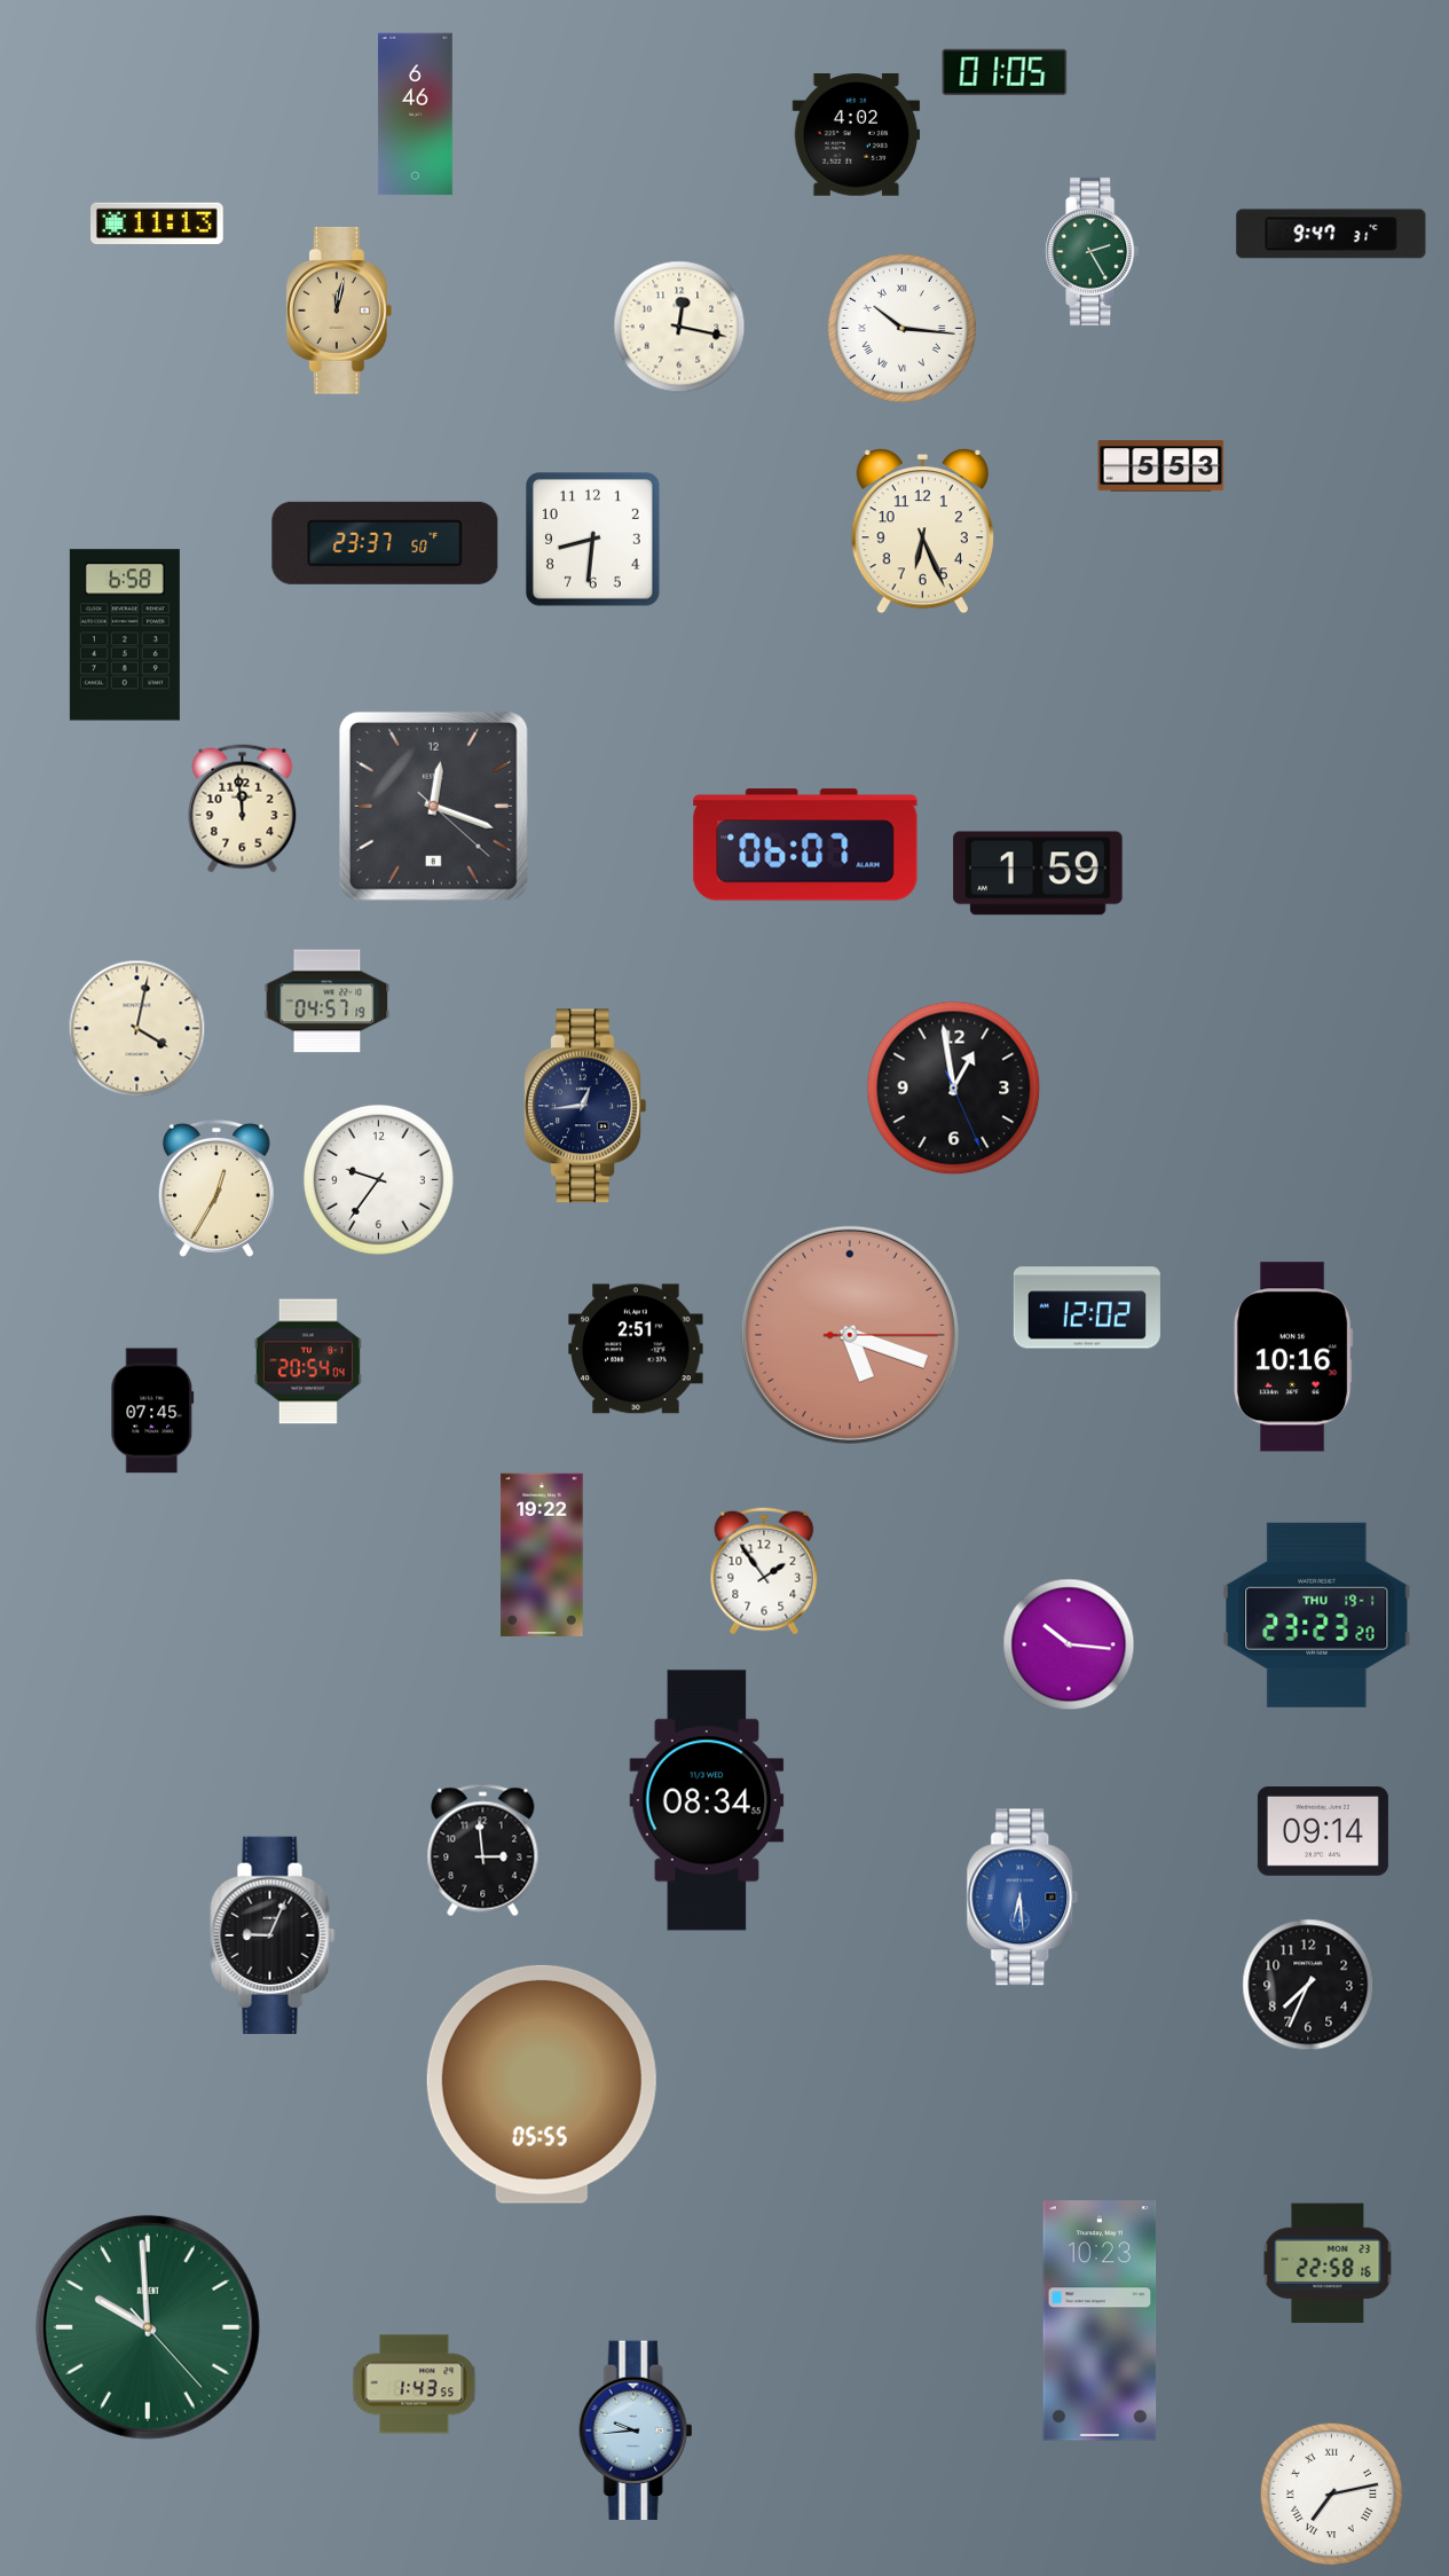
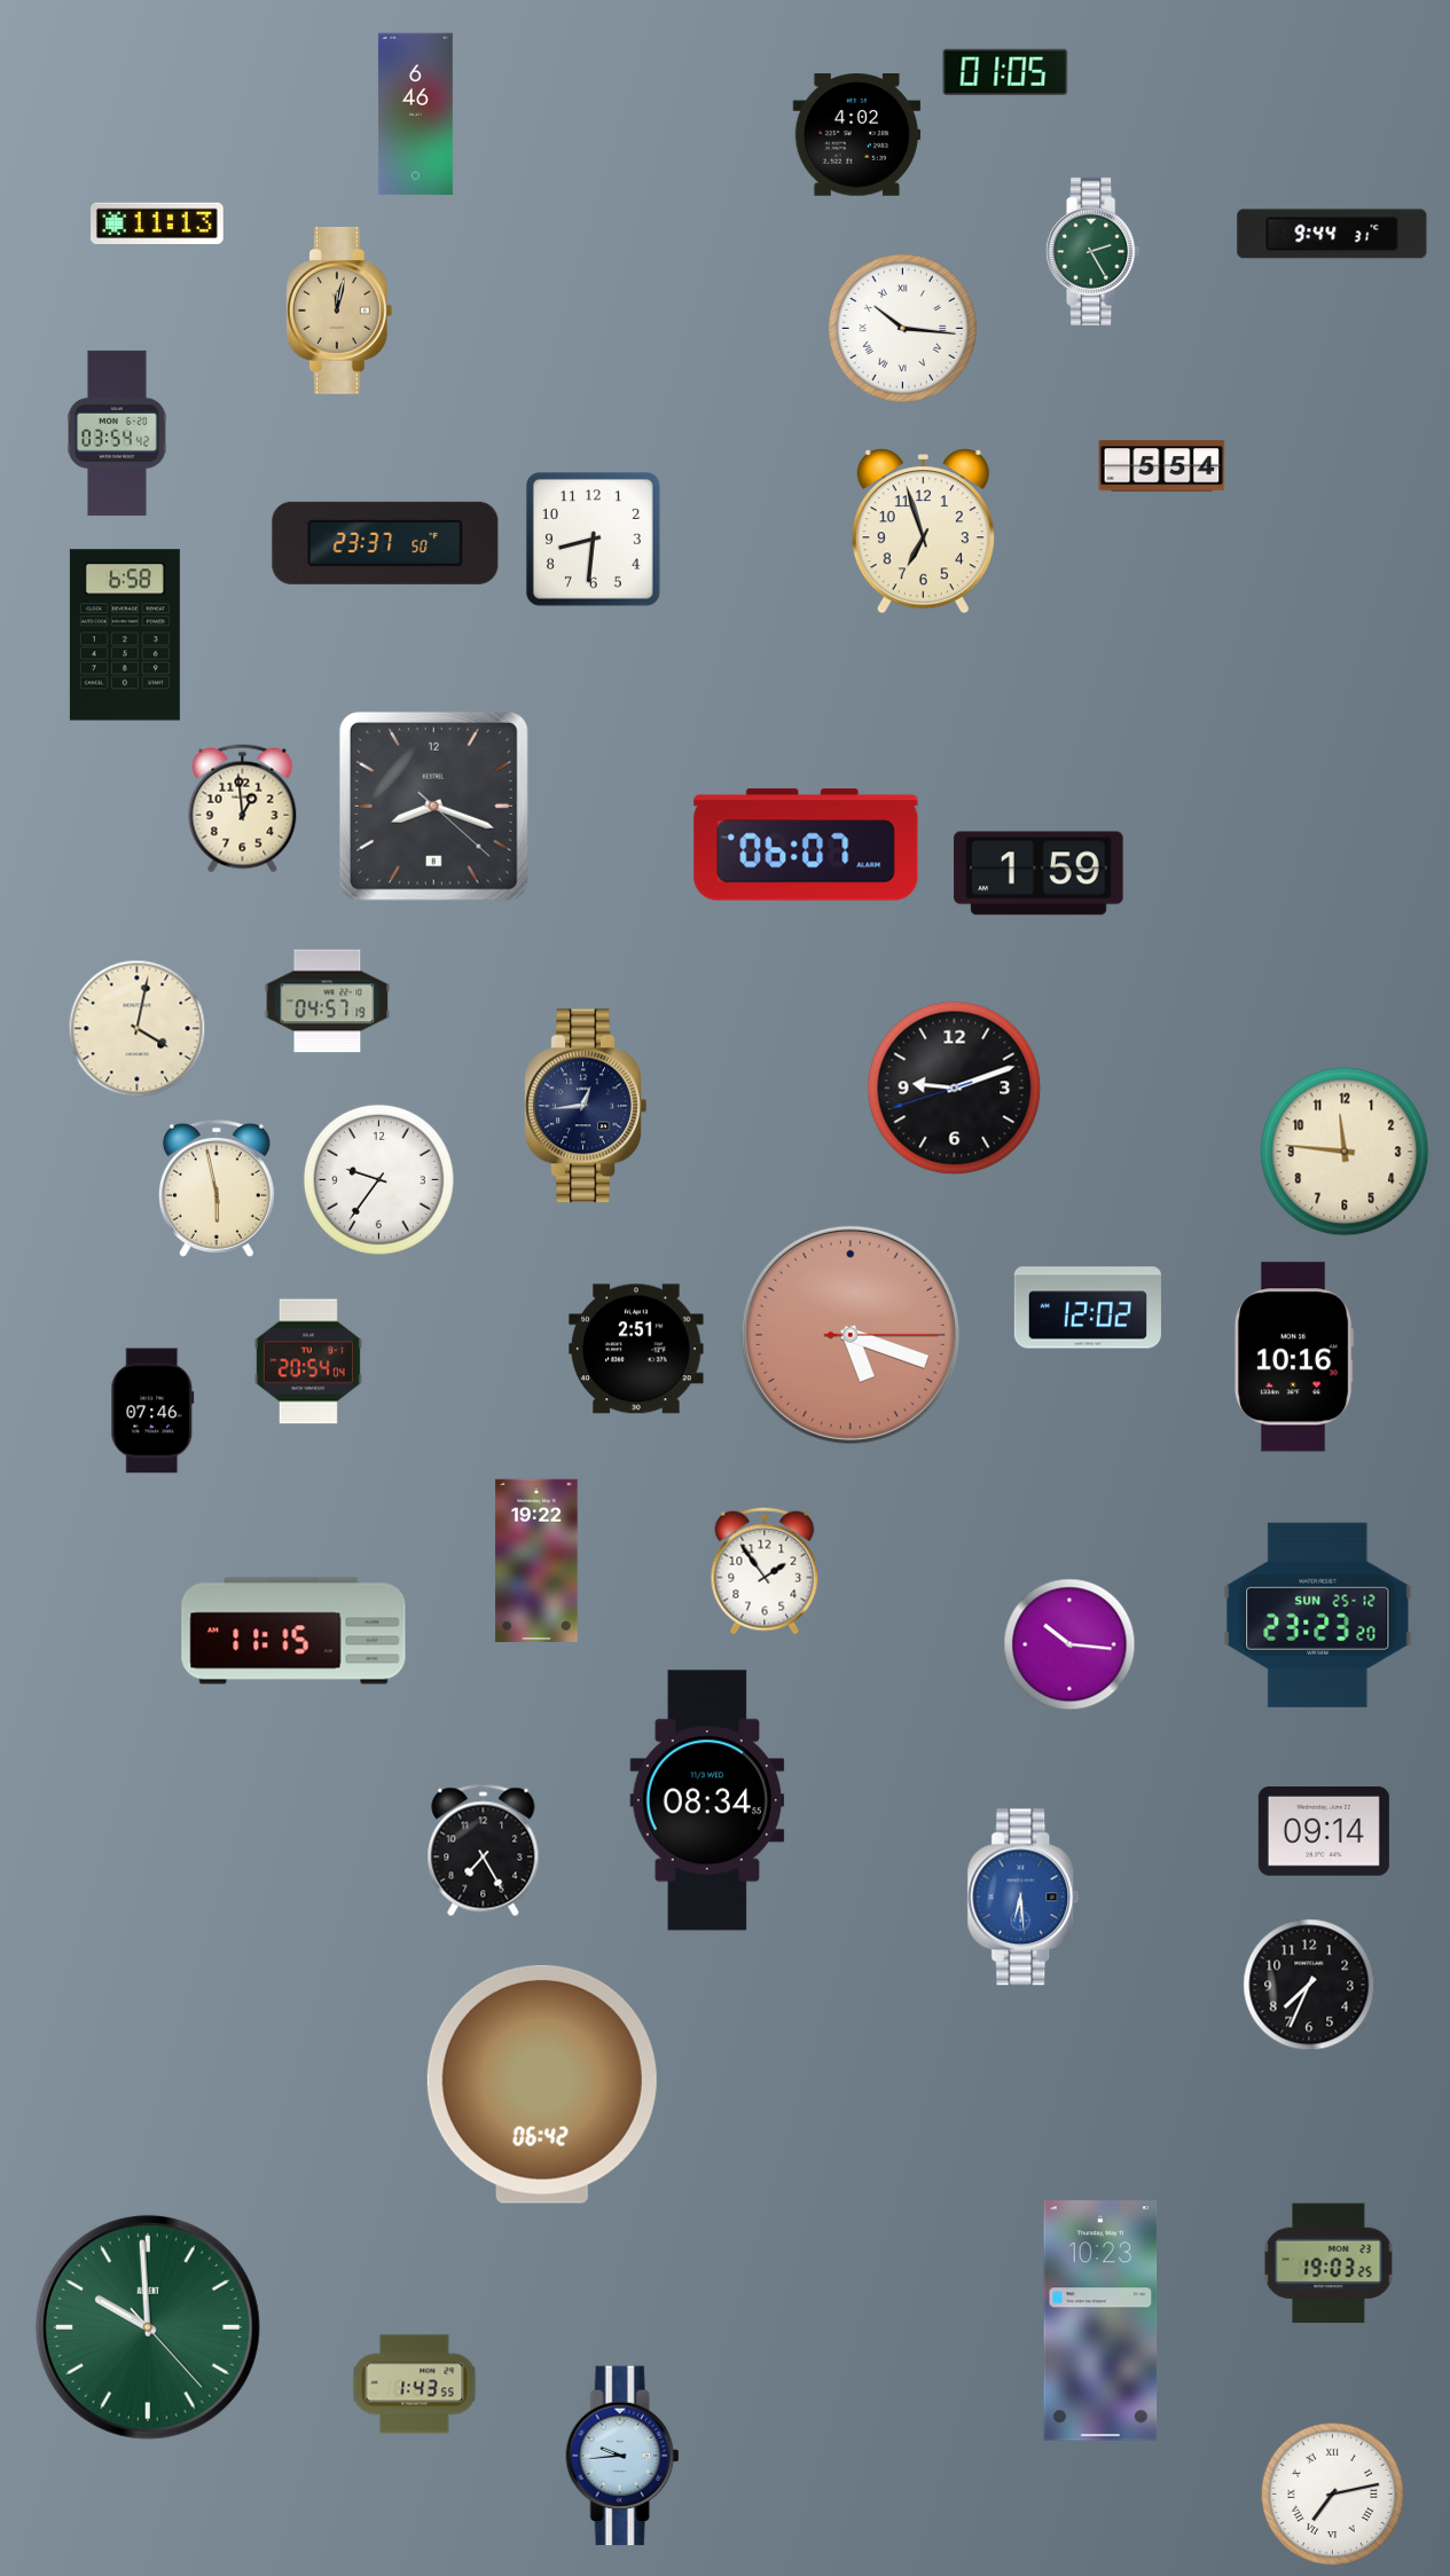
clock at (1331, 234): 9:47 -> 9:44
clock at (679, 327): 12:17 -> none
clock at (118, 433): none -> 03:54
clock at (1161, 466): 5:53 -> 5:54
clock at (922, 532): 6:26 -> 6:57
clock at (433, 806): 12:18 -> 8:18
clock at (243, 809): 11:59 -> 12:59
clock at (954, 1089): 12:58 -> 9:11
clock at (1345, 1152): none -> 11:46
clock at (216, 1188): 12:35 -> 5:58
clock at (152, 1411): 07:45 -> 07:46
clock at (542, 1554) position: (542, 1554) -> (536, 1560)
clock at (1317, 1615) date: THU 19-1 -> SUN 25-12
clock at (293, 1631): none -> 11:15
clock at (483, 1851): 2:59 -> 7:25
clock at (273, 1935): 9:04 -> none
clock at (542, 2084): 05:55 -> 06:42
clock at (1328, 2263): 22:58 -> 19:03
clock at (636, 2430) position: (636, 2430) -> (622, 2456)
